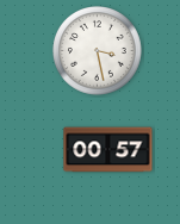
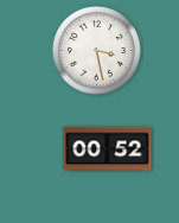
clock at (108, 150): 00:57 -> 00:52
